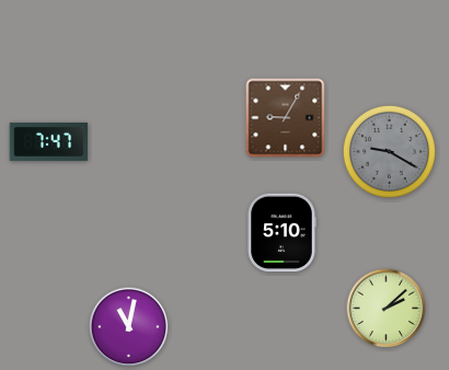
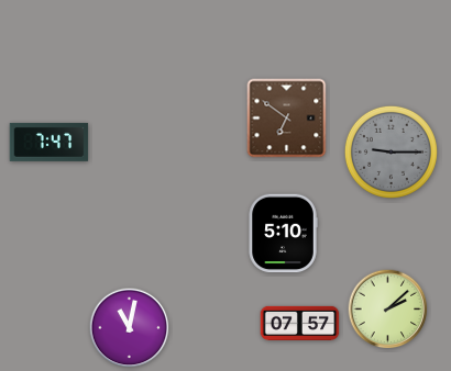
clock at (286, 118): 9:05 -> 6:51
clock at (389, 151): 9:20 -> 9:15
clock at (300, 323): none -> 07:57
